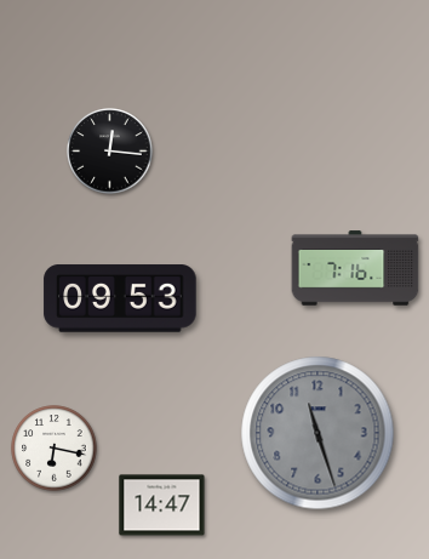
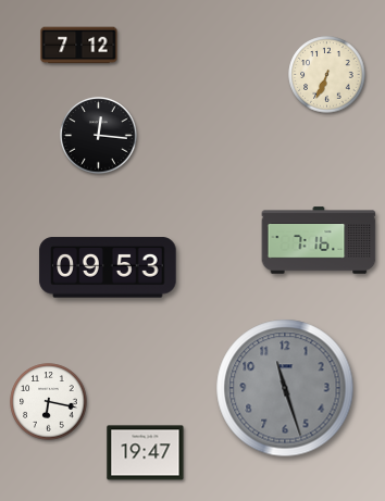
clock at (79, 46): none -> 7:12
clock at (327, 75): none -> 6:34
clock at (162, 506): 14:47 -> 19:47
